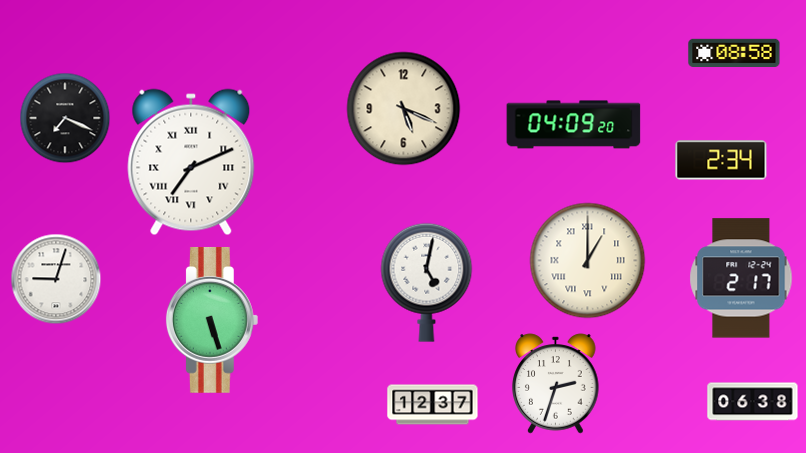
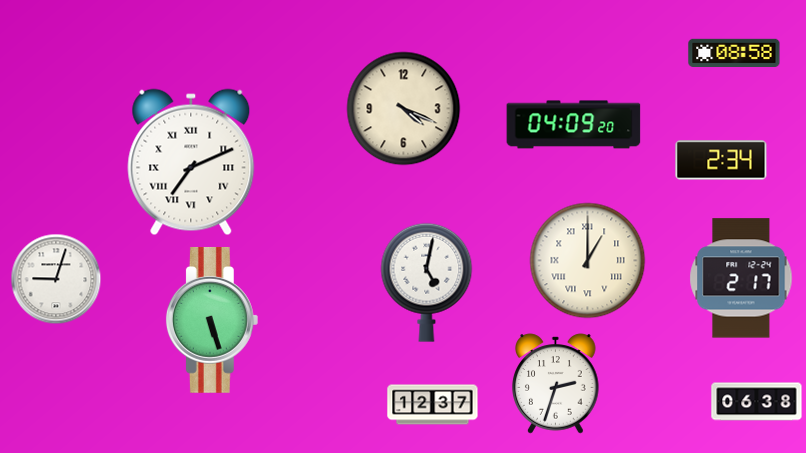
clock at (404, 109): 5:19 -> 4:19
clock at (65, 118): 7:19 -> none
clock at (753, 402) position: (753, 402) -> (757, 402)
